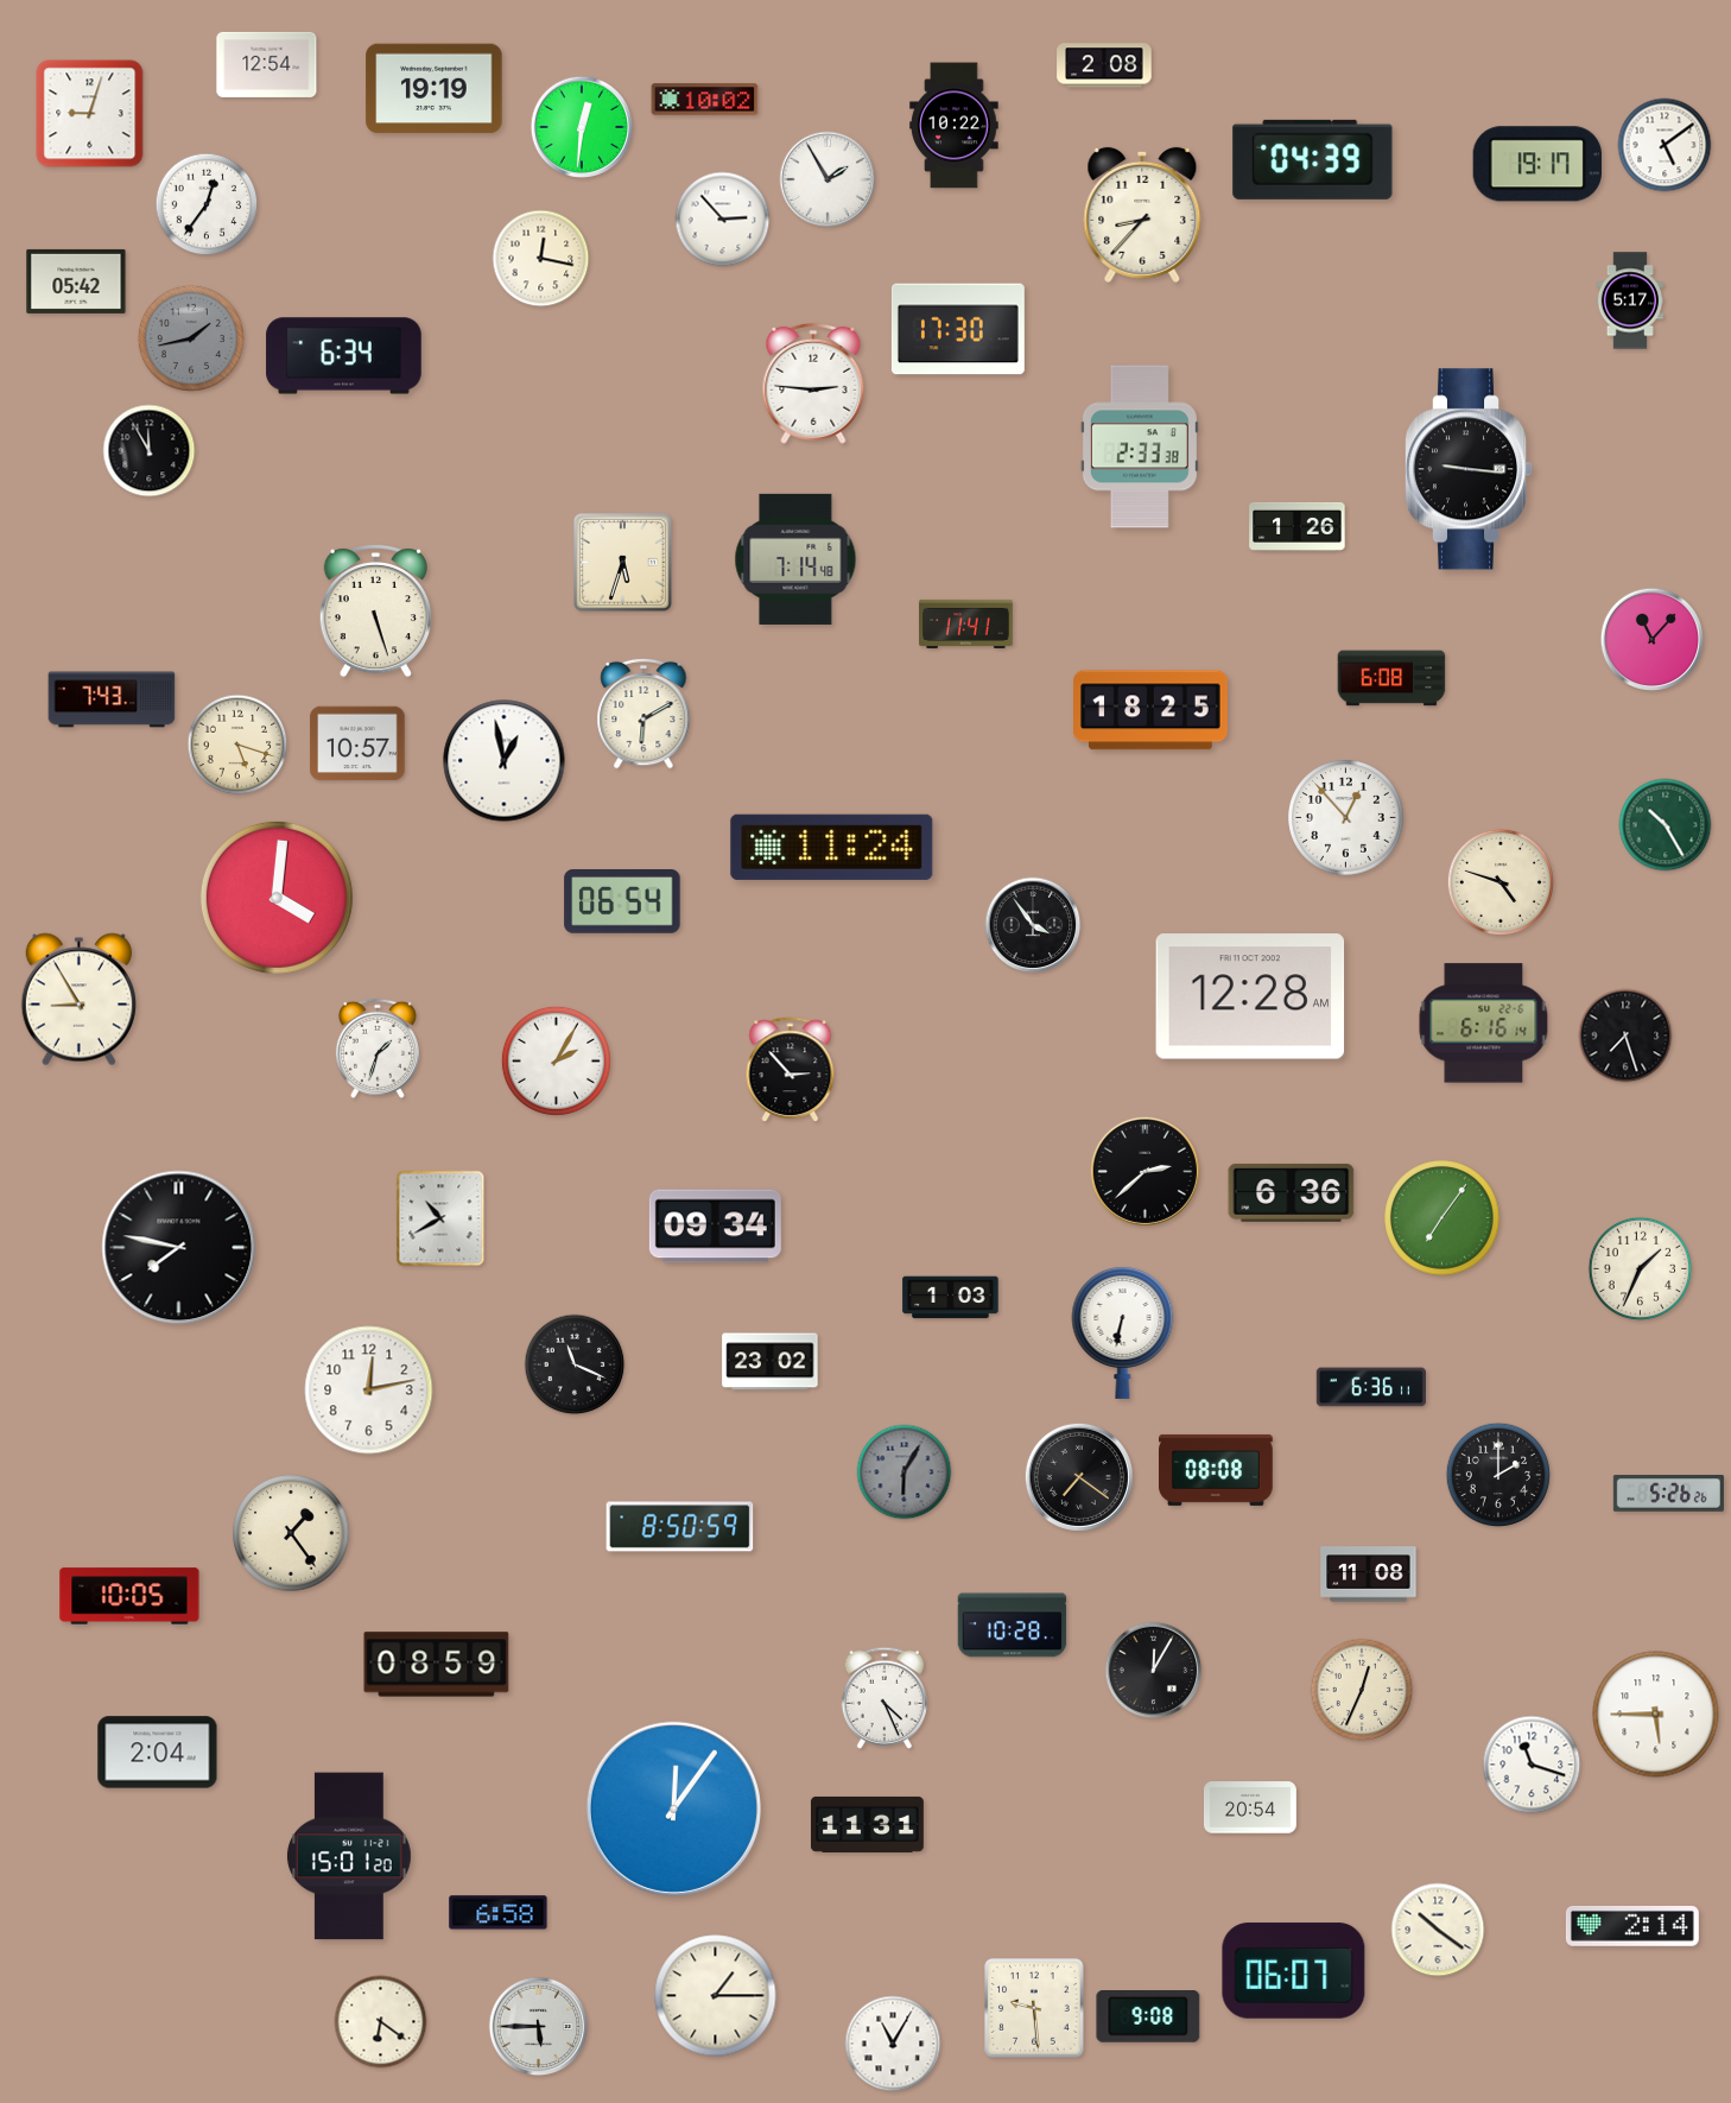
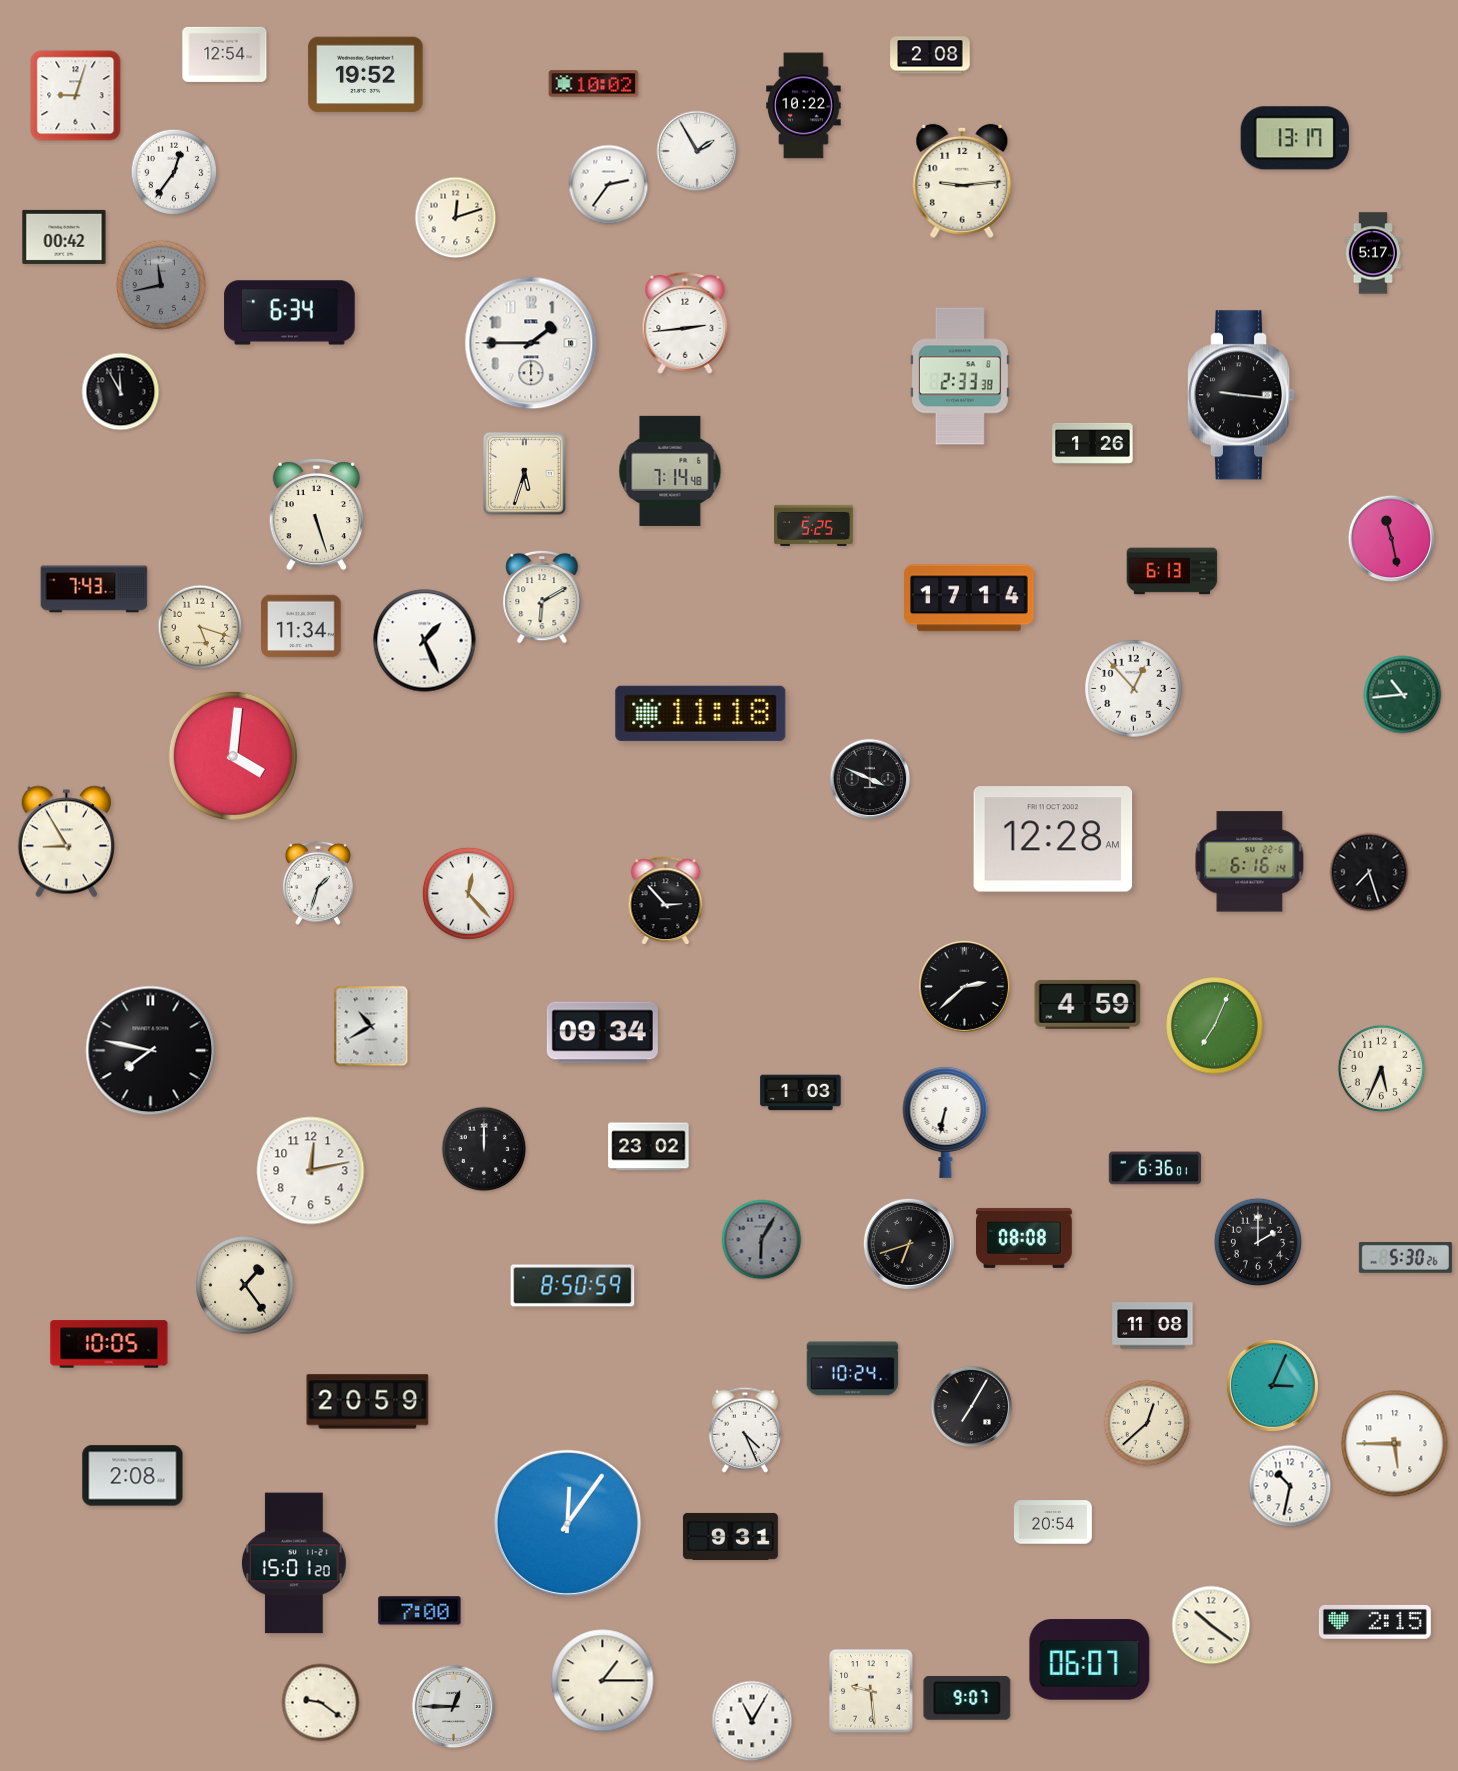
clock at (435, 89): 19:19 -> 19:52
clock at (582, 127): 12:31 -> none
clock at (1665, 145): 5:09 -> none
clock at (1313, 159): 04:39 -> none
clock at (1537, 164): 19:17 -> 13:17
clock at (1142, 215): 8:37 -> 9:14
clock at (723, 220): 2:53 -> 2:36
clock at (541, 259): 12:17 -> 12:12
clock at (76, 281): 05:42 -> 00:42
clock at (958, 329): 17:30 -> none
clock at (191, 338): 1:43 -> 11:43
clock at (344, 356) position: (344, 356) -> (290, 313)
clock at (813, 384): 2:46 -> 2:44
clock at (531, 343): none -> 1:45
clock at (150, 451) position: (150, 451) -> (121, 392)
clock at (1469, 469) position: (1469, 469) -> (1241, 395)
clock at (966, 623): 11:41 -> 5:25
clock at (1651, 639): 11:07 -> 11:28
clock at (1391, 678): 6:08 -> 6:13
clock at (1152, 710): 18:25 -> 17:14
clock at (643, 714) position: (643, 714) -> (542, 597)
clock at (357, 743): 10:57 -> 11:34
clock at (505, 761): 12:58 -> 1:26
clock at (1666, 825): 10:25 -> 10:44
clock at (832, 847): 11:24 -> 11:18
clock at (1501, 882): 4:48 -> none
clock at (622, 902): 06:54 -> none
clock at (1033, 925): 3:54 -> 3:49
clock at (556, 1060): 2:05 -> 12:23
clock at (1292, 1192): 6:36 -> 4:59
clock at (1442, 1218): 7:06 -> 7:04
clock at (1641, 1269): 1:34 -> 5:34
clock at (575, 1364): 11:19 -> 12:00
clock at (1370, 1387): 6:36:11 -> 6:36:01
clock at (1498, 1475) position: (1498, 1475) -> (1258, 1242)
clock at (1079, 1477): 7:21 -> 6:42
clock at (1668, 1494): 5:26 -> 5:30
clock at (291, 1533) position: (291, 1533) -> (245, 1285)
clock at (1013, 1626): 10:28 -> 10:24
clock at (1272, 1385): none -> 3:04
clock at (437, 1665): 08:59 -> 20:59
clock at (1154, 1671): 12:05 -> 7:05
clock at (1362, 1690): 12:34 -> 12:38
clock at (158, 1753): 2:04 -> 2:08
clock at (1532, 1765): 11:18 -> 10:32
clock at (867, 1824): 11:31 -> 9:31
clock at (499, 1913): 6:58 -> 7:00
clock at (1632, 1926): 2:14 -> 2:15
clock at (1148, 2016): 9:08 -> 9:07
clock at (381, 2022): 6:21 -> 9:21
clock at (539, 2027): 5:45 -> 12:45
